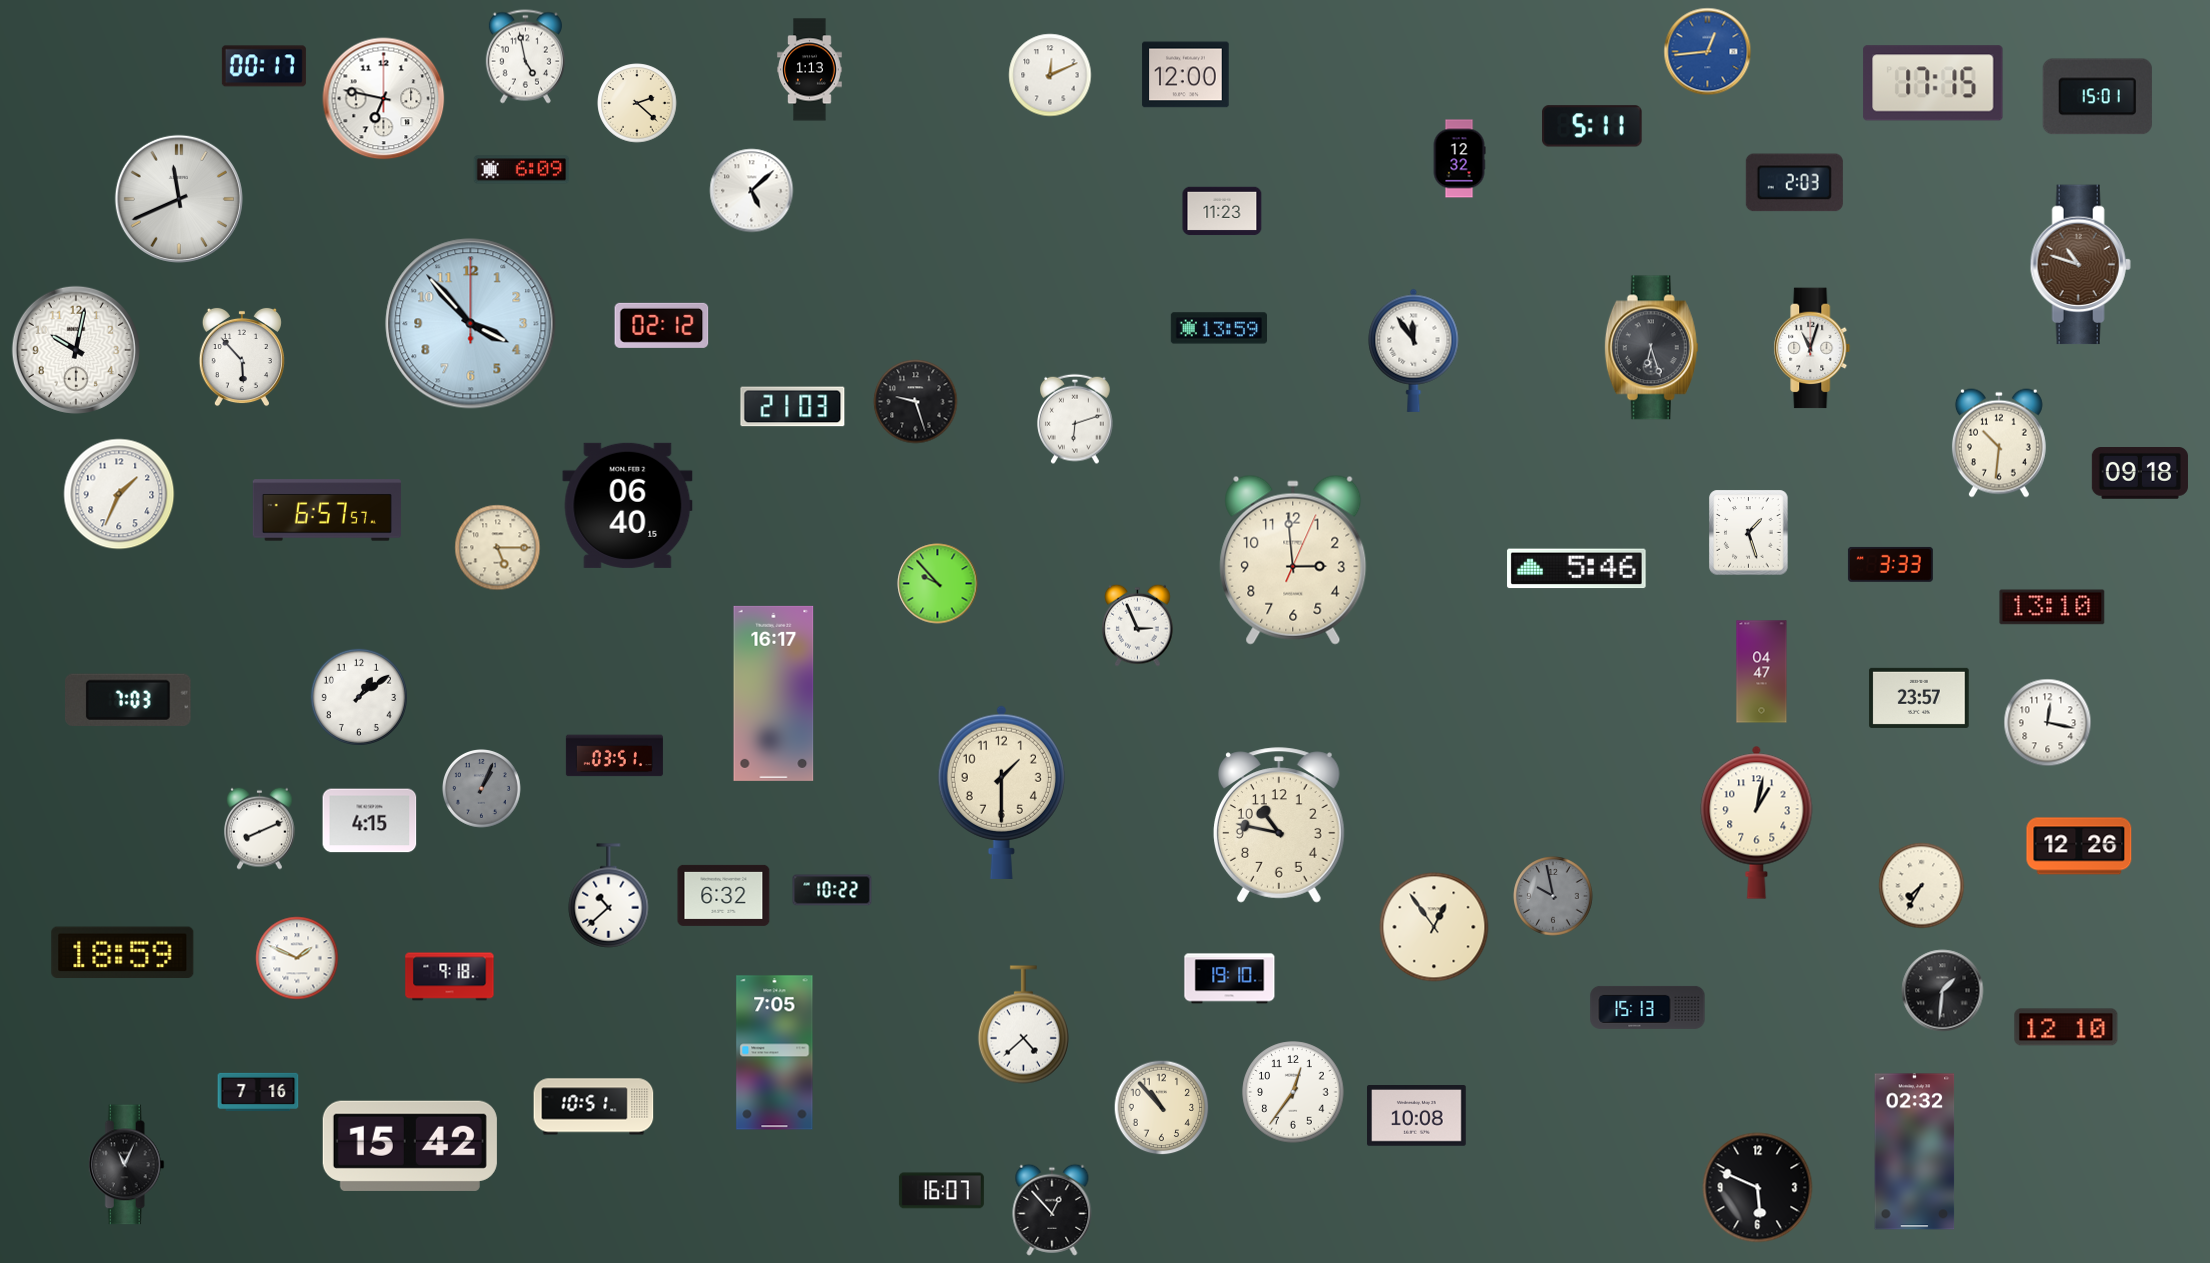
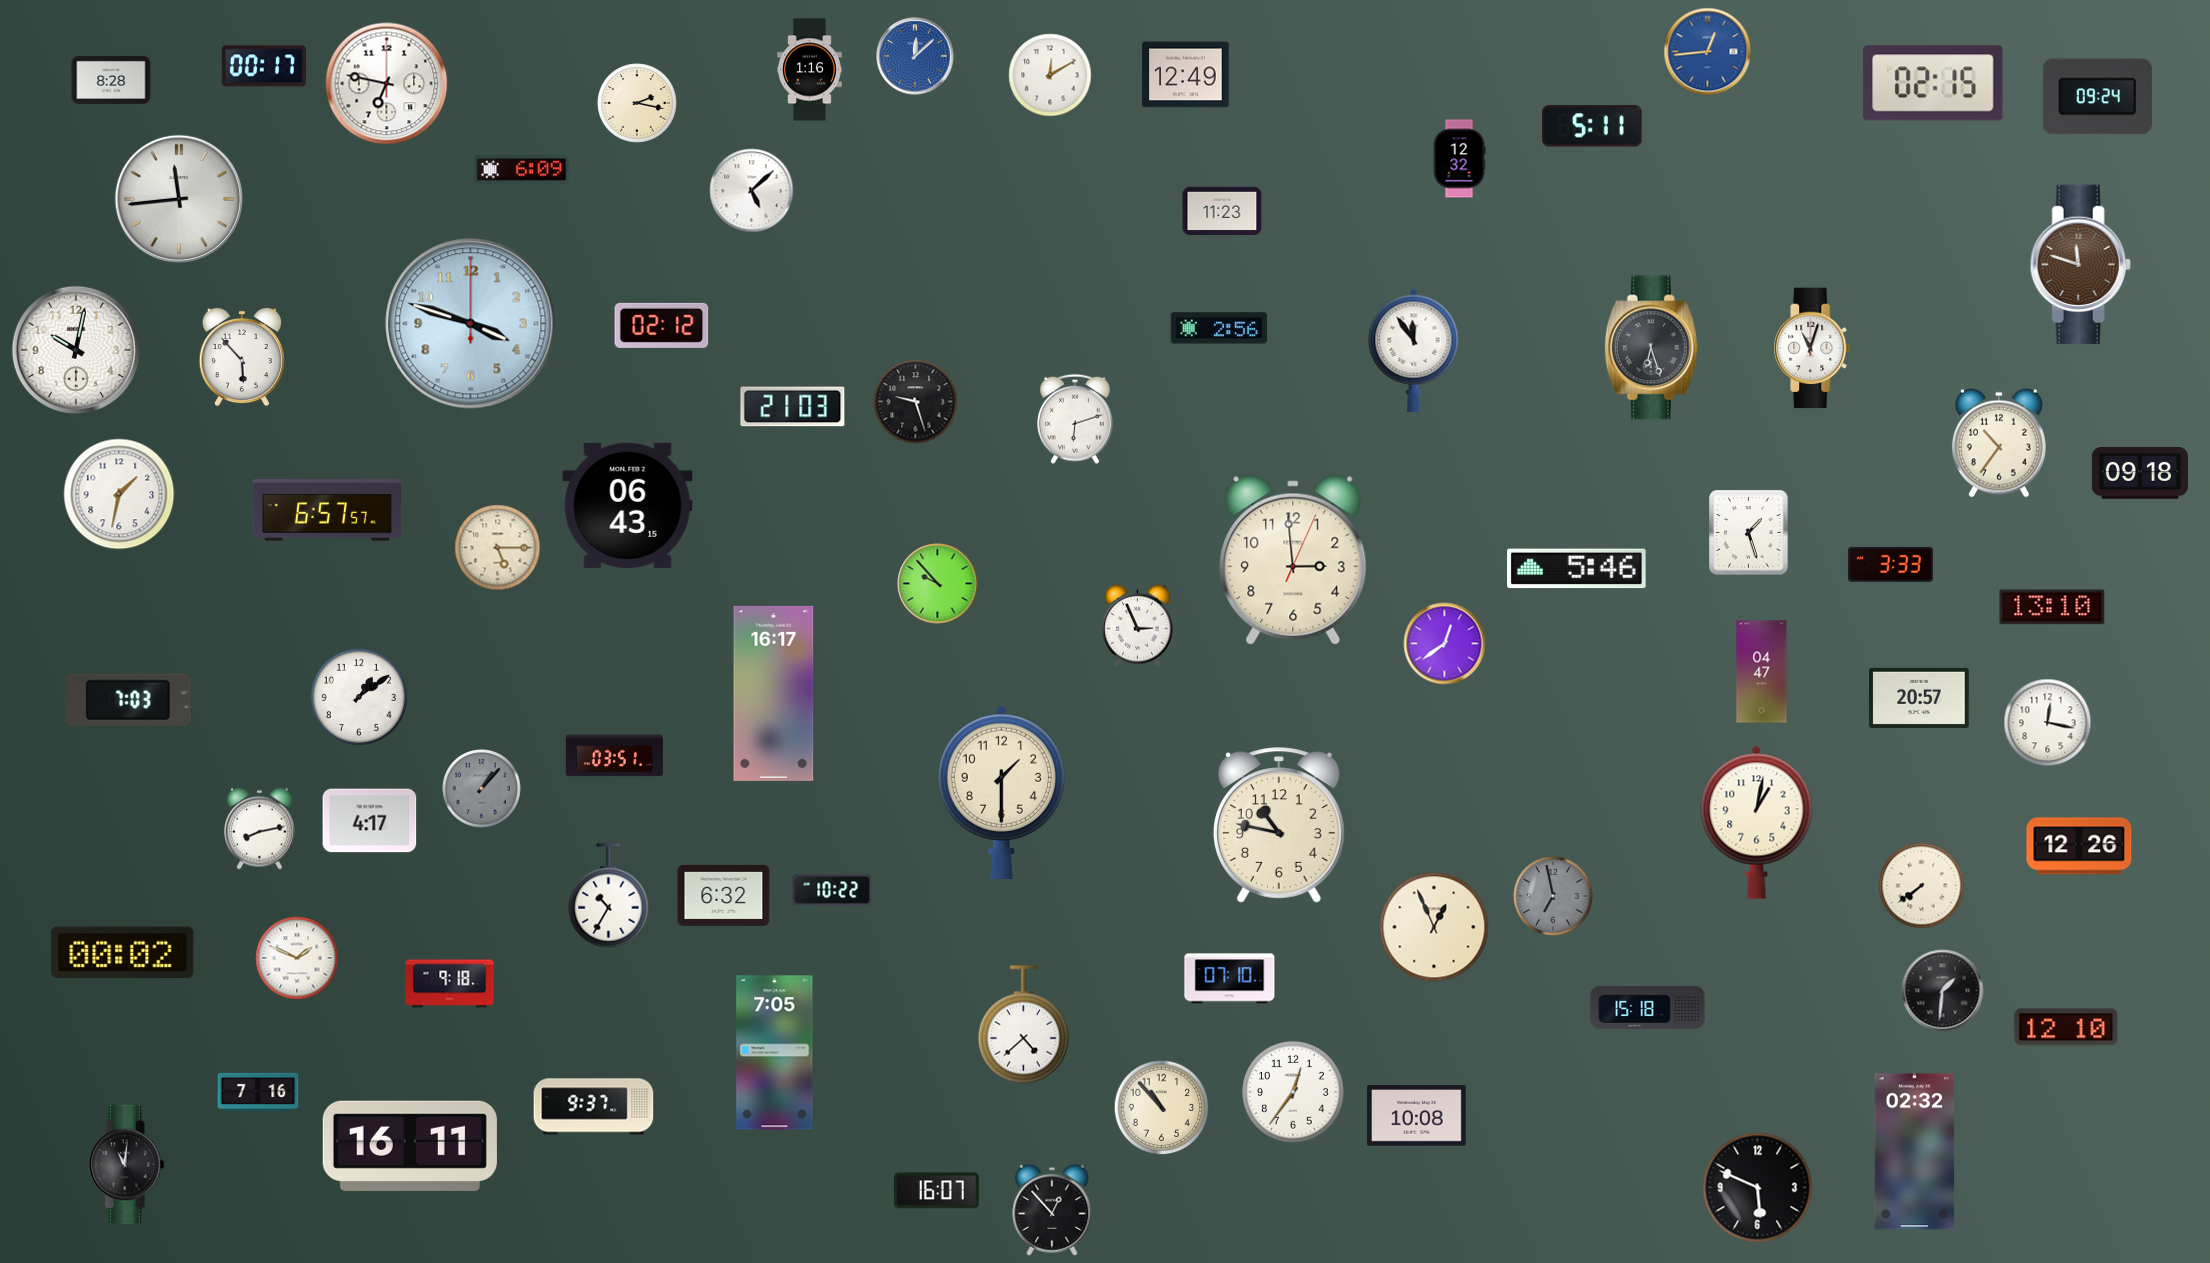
clock at (915, 56): none -> 12:08
clock at (525, 57): 4:58 -> none
clock at (810, 70): 1:13 -> 1:16
clock at (1050, 75): 12:11 -> 12:10
clock at (1186, 75): 12:00 -> 12:49
clock at (111, 80): none -> 8:28
clock at (1933, 83): 17:15 -> 02:15
clock at (2097, 97): 15:01 -> 09:24
clock at (384, 99) position: (384, 99) -> (387, 84)
clock at (637, 103): 2:22 -> 2:17
clock at (1794, 183): 2:03 -> none
clock at (179, 199): 11:41 -> 11:44
clock at (2080, 265): 10:48 -> 11:48
clock at (471, 324): 3:53 -> 3:48
clock at (1218, 328): 13:59 -> 2:56
clock at (1999, 443): 10:31 -> 10:36
clock at (119, 494): 1:34 -> 1:32
clock at (628, 505): 06:40 -> 06:43
clock at (1445, 644): none -> 12:39
clock at (1919, 698): 23:57 -> 20:57
clock at (482, 789): 1:04 -> 1:07
clock at (370, 821): 4:15 -> 4:17
clock at (260, 828): 8:11 -> 8:13
clock at (1922, 886): 7:35 -> 7:39
clock at (609, 896): 10:38 -> 10:35
clock at (1553, 896): 9:58 -> 6:58
clock at (1434, 927): 12:54 -> 12:56
clock at (123, 953): 18:59 -> 00:02
clock at (450, 977) position: (450, 977) -> (450, 984)
clock at (1230, 979): 19:10 -> 07:10
clock at (1648, 1007): 15:13 -> 15:18
clock at (594, 1107): 10:51 -> 9:37
clock at (410, 1146): 15:42 -> 16:11
clock at (126, 1165): 11:04 -> 11:01
clock at (941, 1191) position: (941, 1191) -> (936, 1191)
